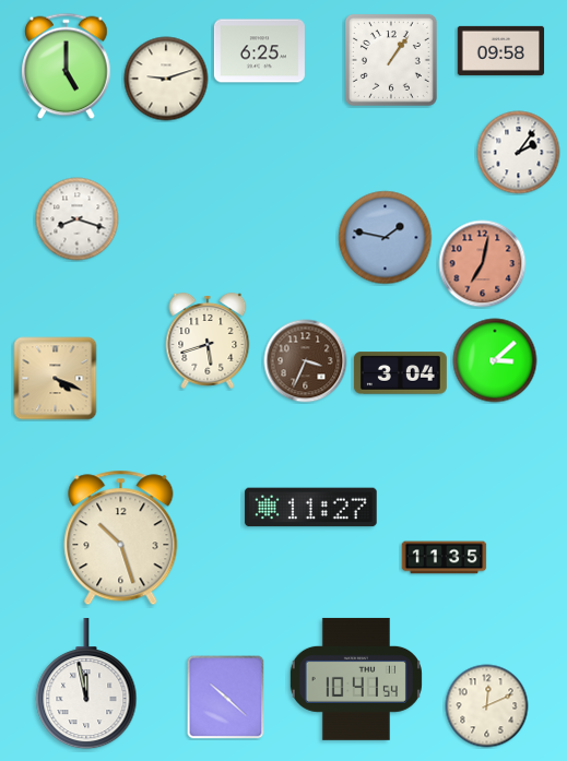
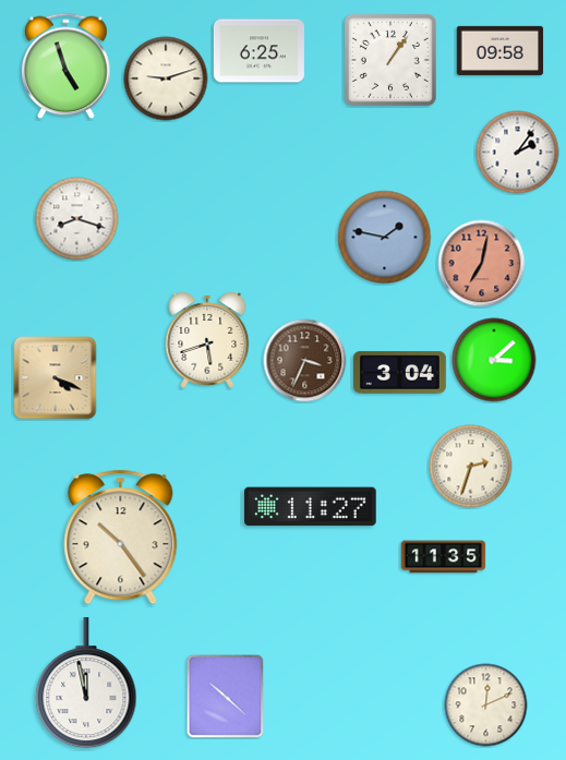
clock at (67, 67): 5:00 -> 4:57
clock at (471, 467): none -> 2:33
clock at (121, 538): 10:27 -> 10:24
clock at (356, 679): 10:41 -> none
